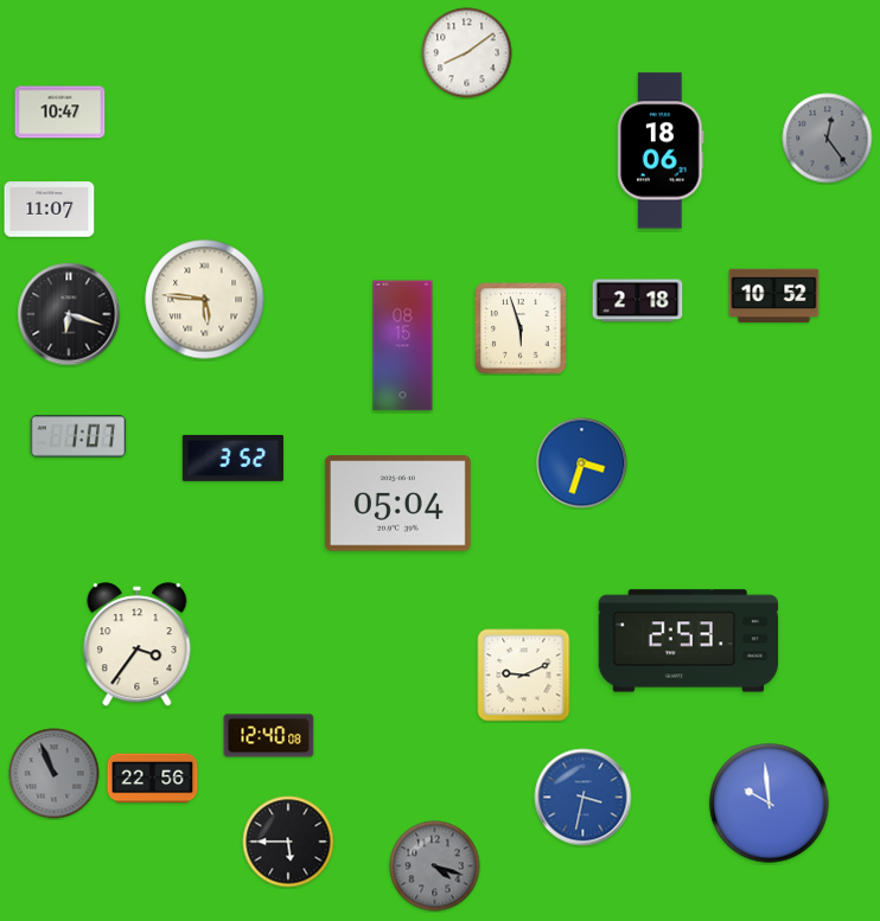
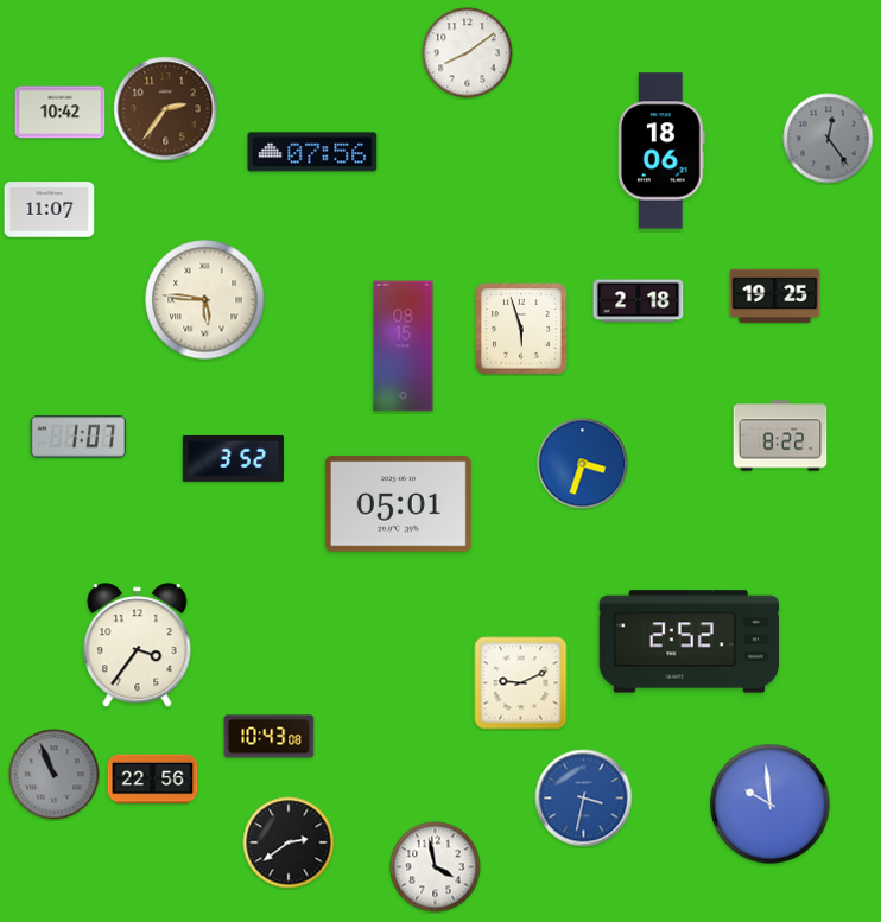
clock at (166, 109): none -> 2:36
clock at (60, 113): 10:47 -> 10:42
clock at (312, 152): none -> 07:56
clock at (774, 296): 10:52 -> 19:25
clock at (69, 314): 6:18 -> none
clock at (780, 435): none -> 8:22
clock at (397, 504): 05:04 -> 05:01
clock at (688, 641): 2:53 -> 2:52
clock at (524, 676) position: (524, 676) -> (521, 683)
clock at (269, 736): 12:40 -> 10:43
clock at (288, 842): 5:45 -> 2:39
clock at (435, 866): 4:18 -> 3:58
clock at (435, 866) dial: grey -> white
